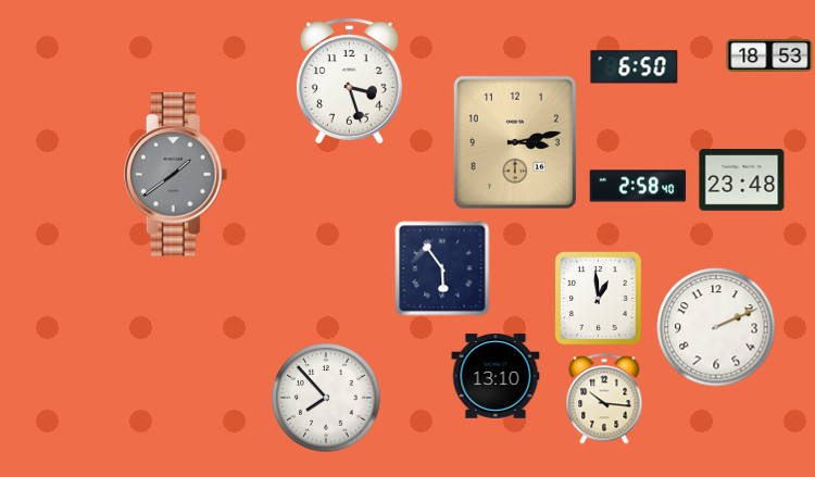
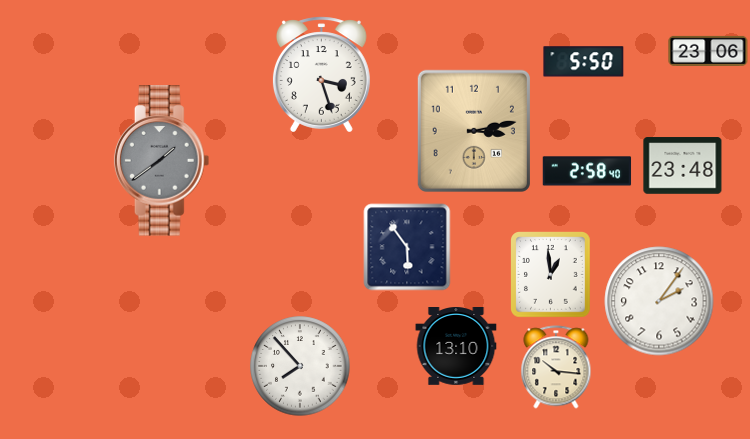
clock at (769, 55): 18:53 -> 23:06
clock at (635, 67): 6:50 -> 5:50
clock at (716, 327): 2:11 -> 2:06
